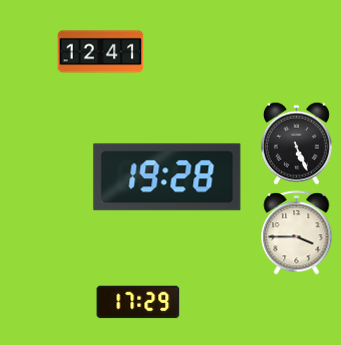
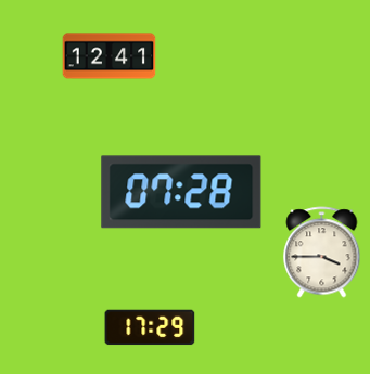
clock at (296, 143): 5:26 -> none
clock at (167, 177): 19:28 -> 07:28
